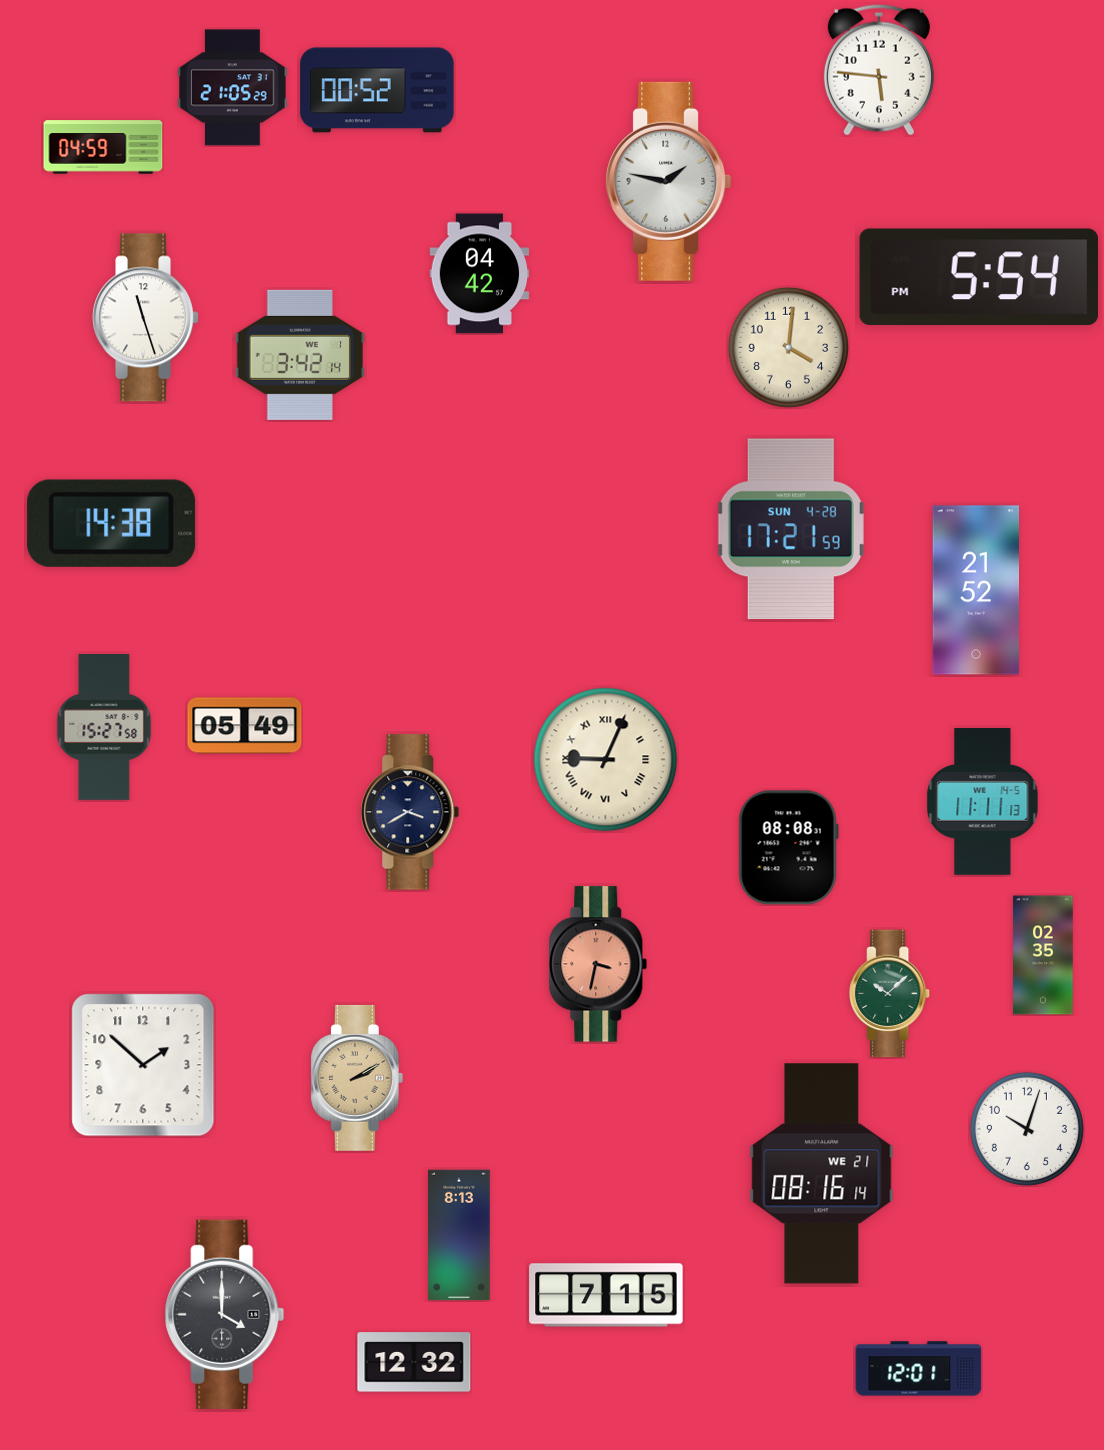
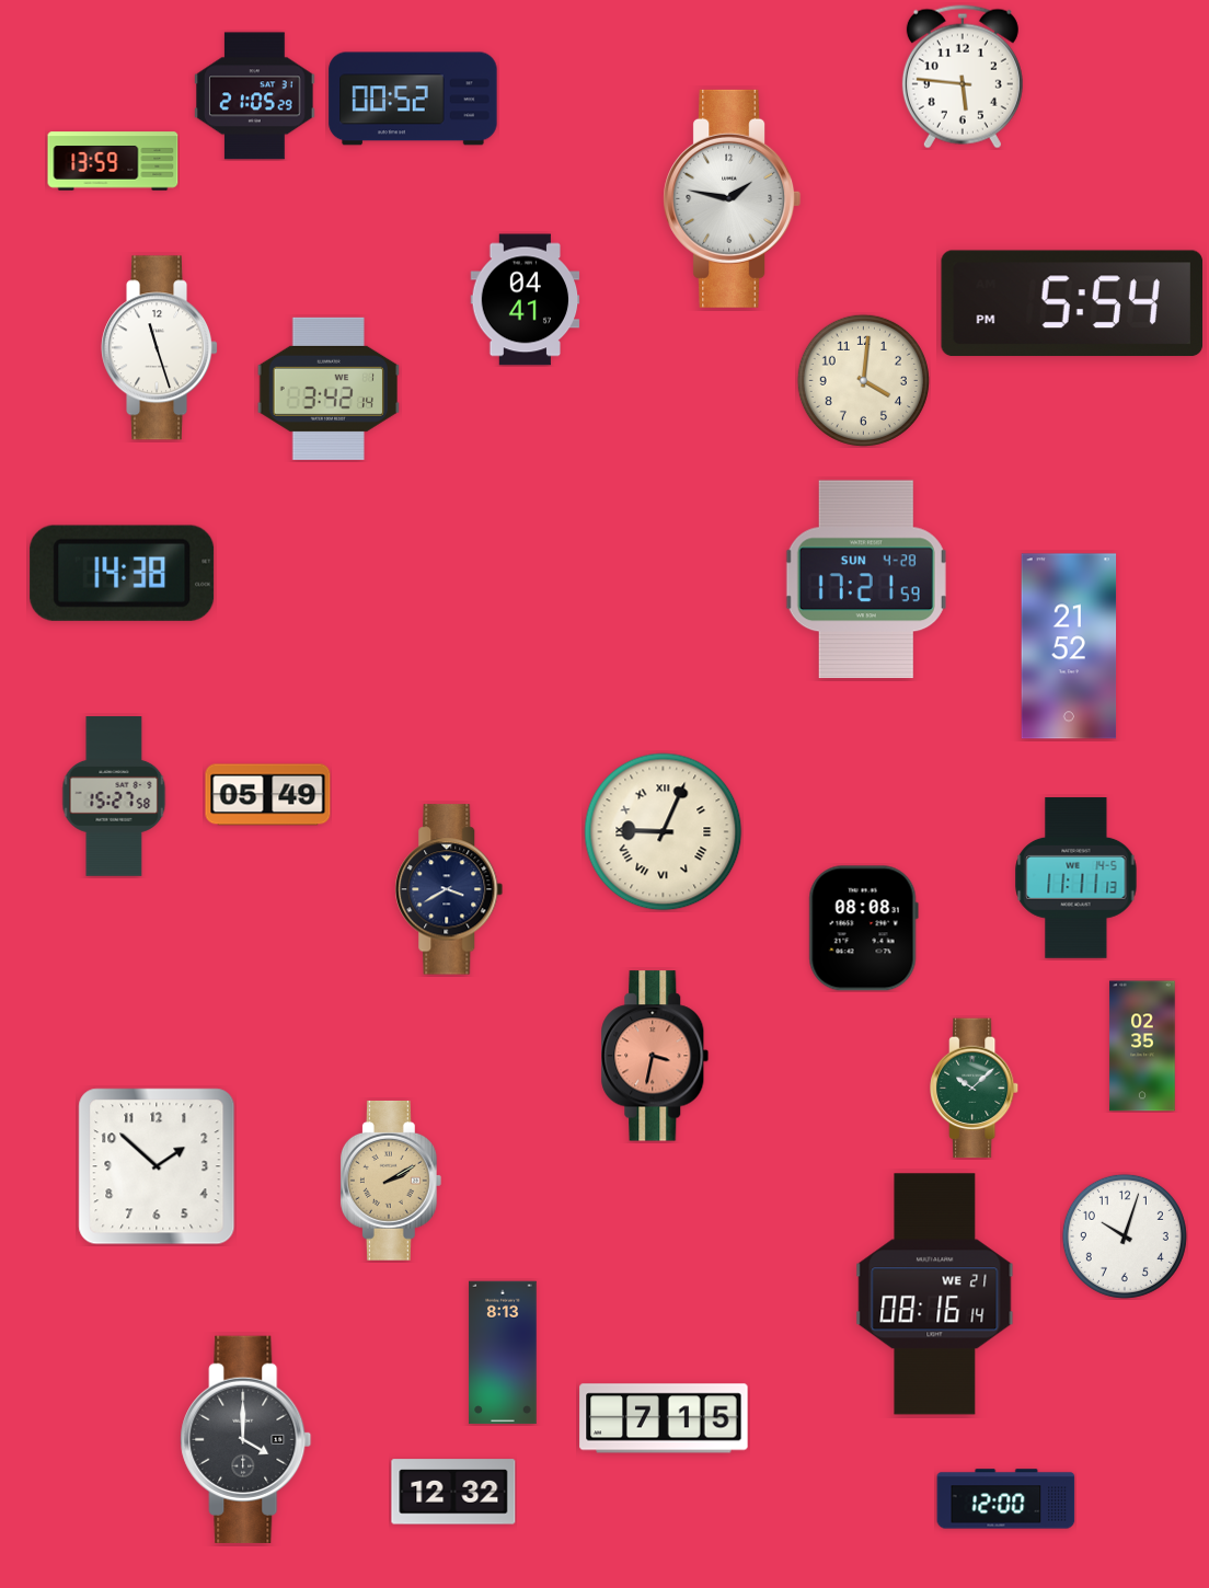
clock at (103, 147): 04:59 -> 13:59
clock at (480, 274): 04:42 -> 04:41
clock at (822, 1174) position: (822, 1174) -> (935, 1294)
clock at (919, 1369): 12:01 -> 12:00
